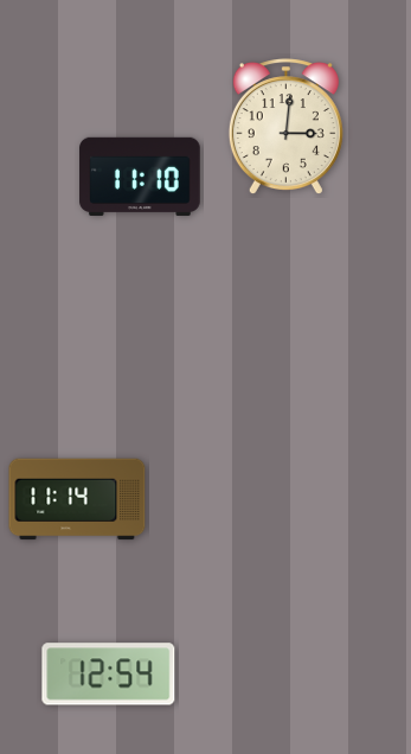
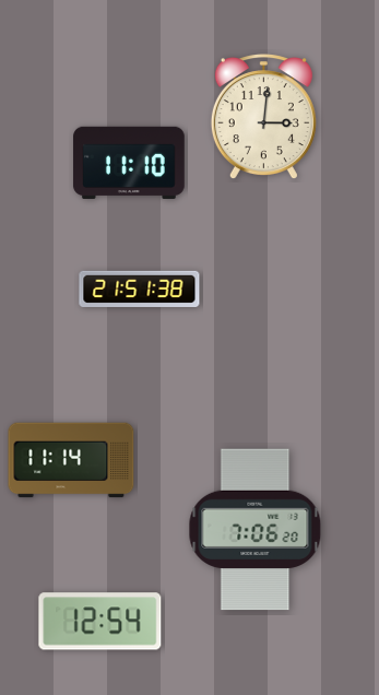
clock at (140, 288): none -> 21:51
clock at (256, 530): none -> 7:06
